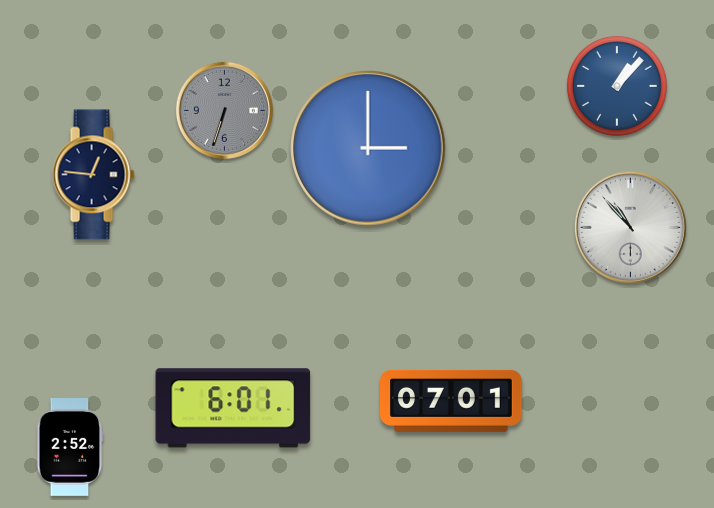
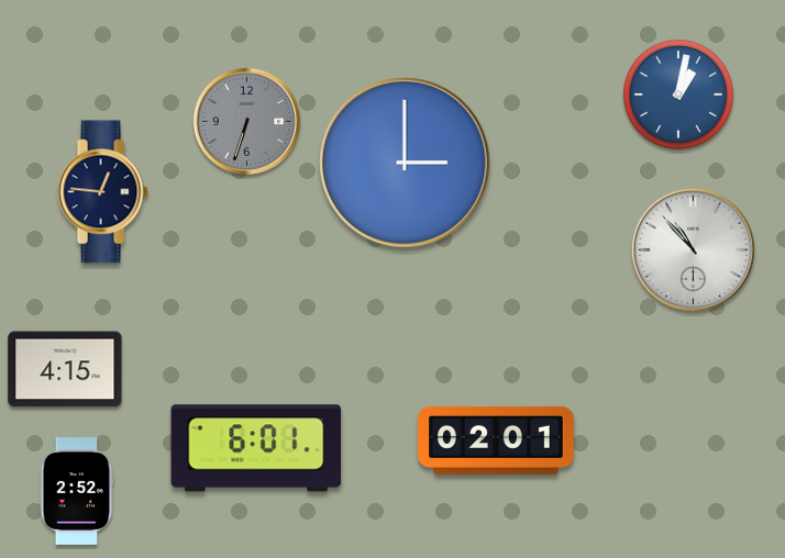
clock at (617, 86): 1:07 -> 1:02
clock at (65, 369): none -> 4:15
clock at (451, 401): 07:01 -> 02:01
